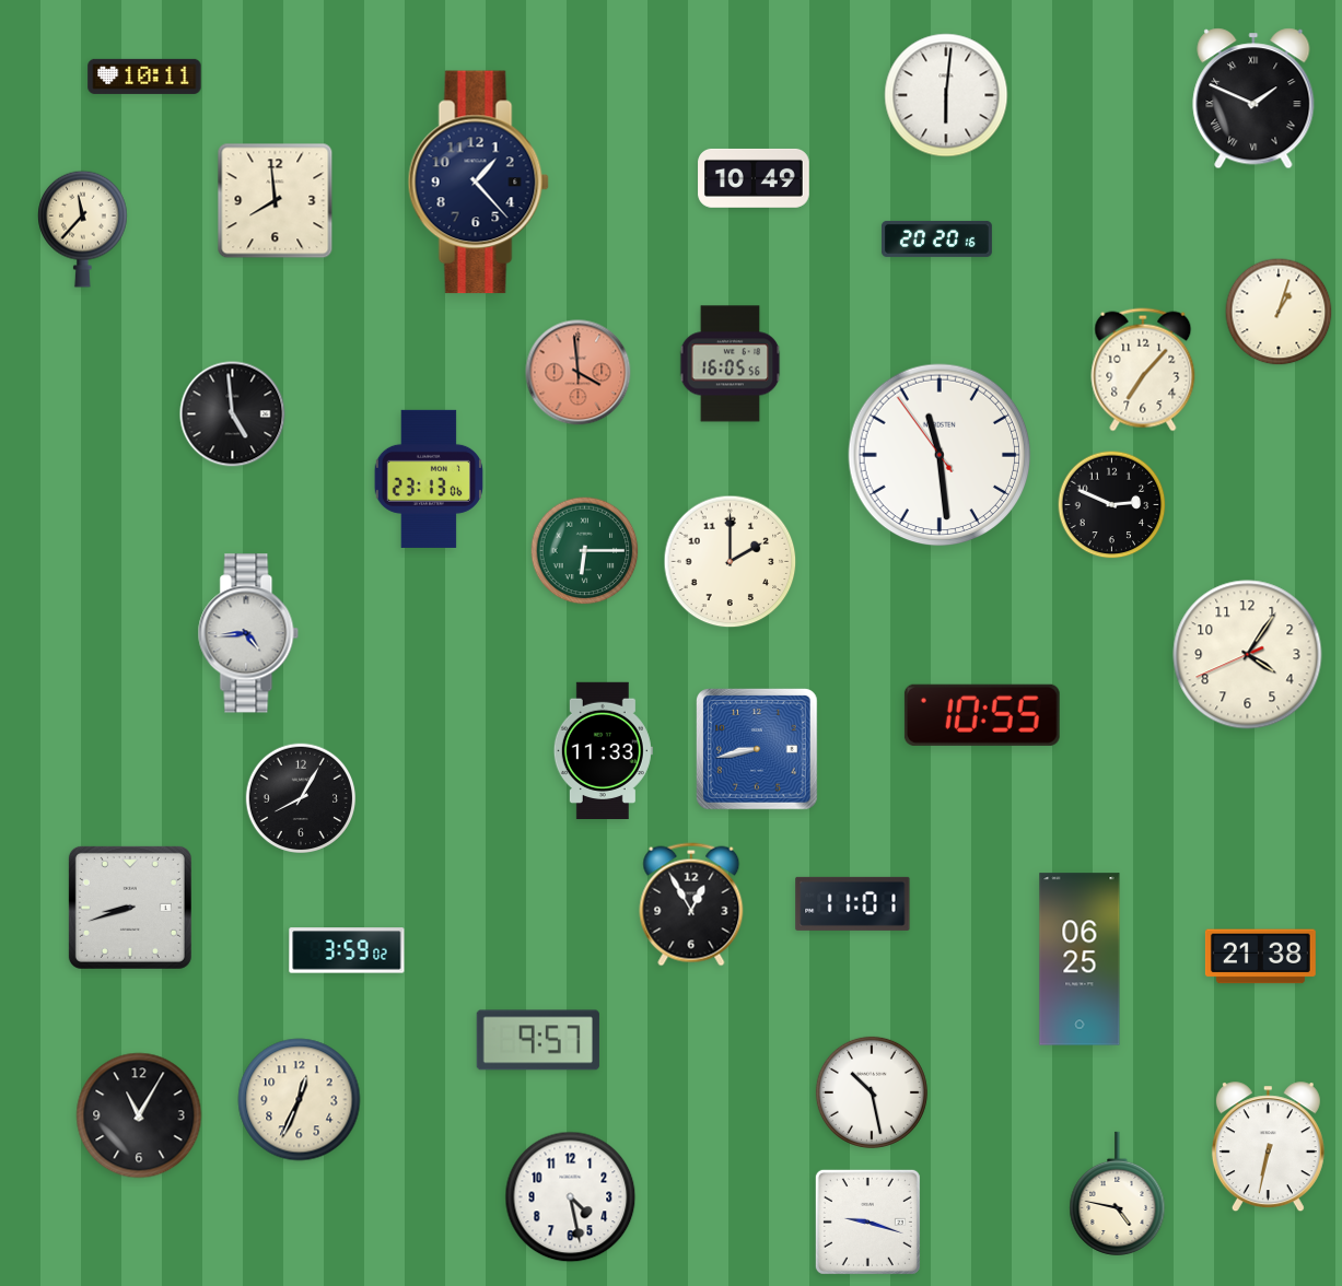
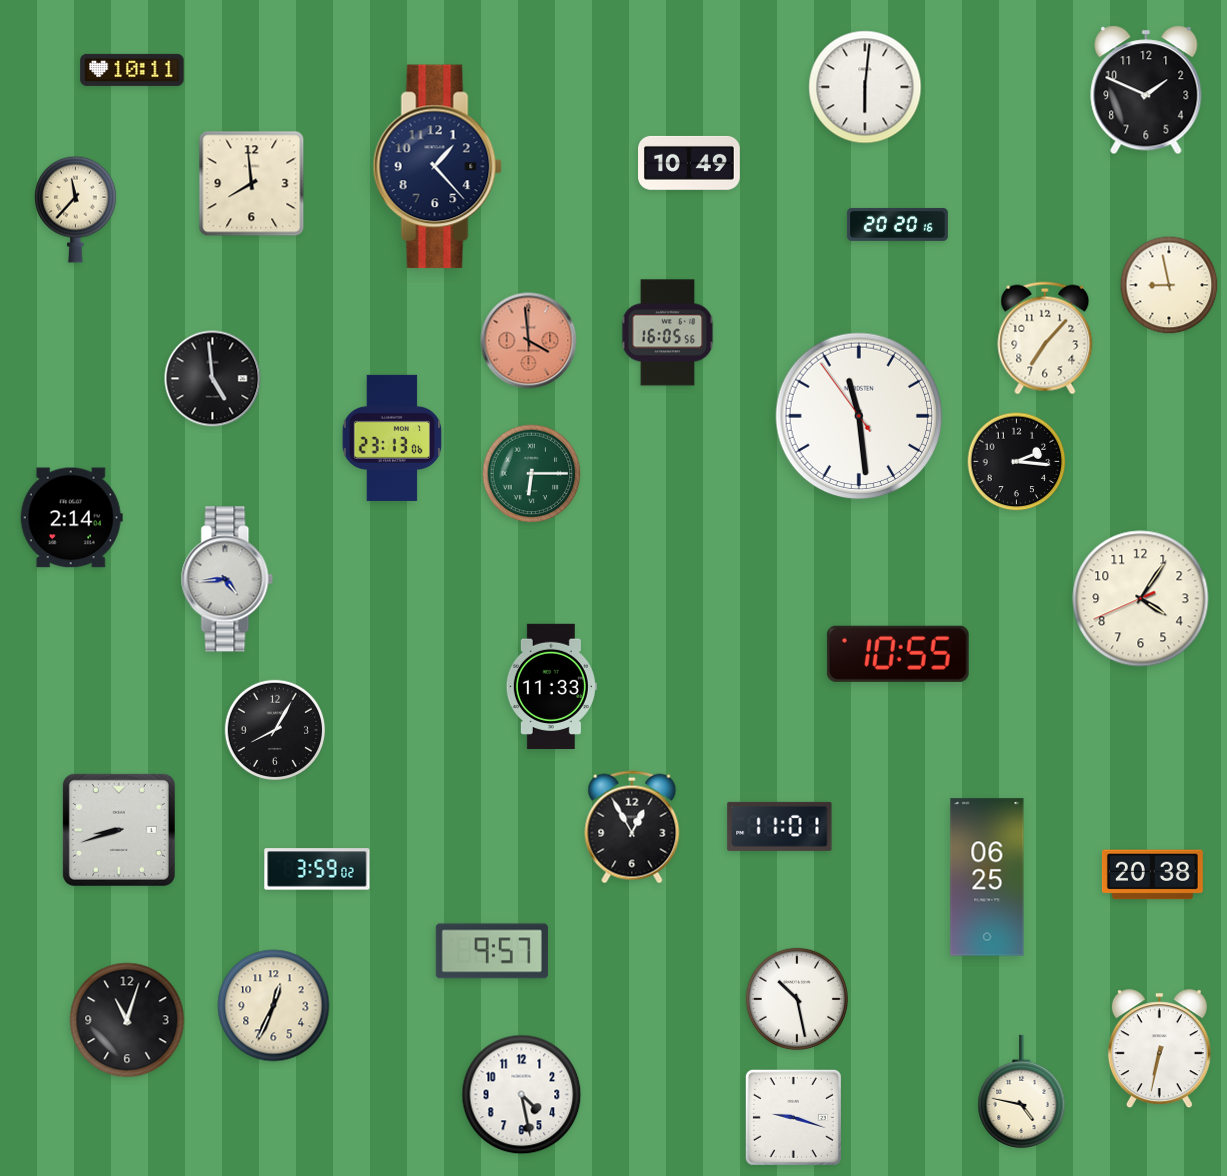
clock at (1253, 98) numerals: Roman -> Arabic
clock at (936, 238) position: (936, 238) -> (897, 224)
clock at (1279, 312): 1:03 -> 8:58
clock at (1112, 505): 2:49 -> 2:16
clock at (585, 551) position: (585, 551) -> (532, 474)
clock at (731, 562): 2:00 -> none
clock at (71, 518): none -> 2:14
clock at (758, 750): 8:43 -> none
clock at (1260, 957): 21:38 -> 20:38
clock at (139, 1115): 11:05 -> 11:03
